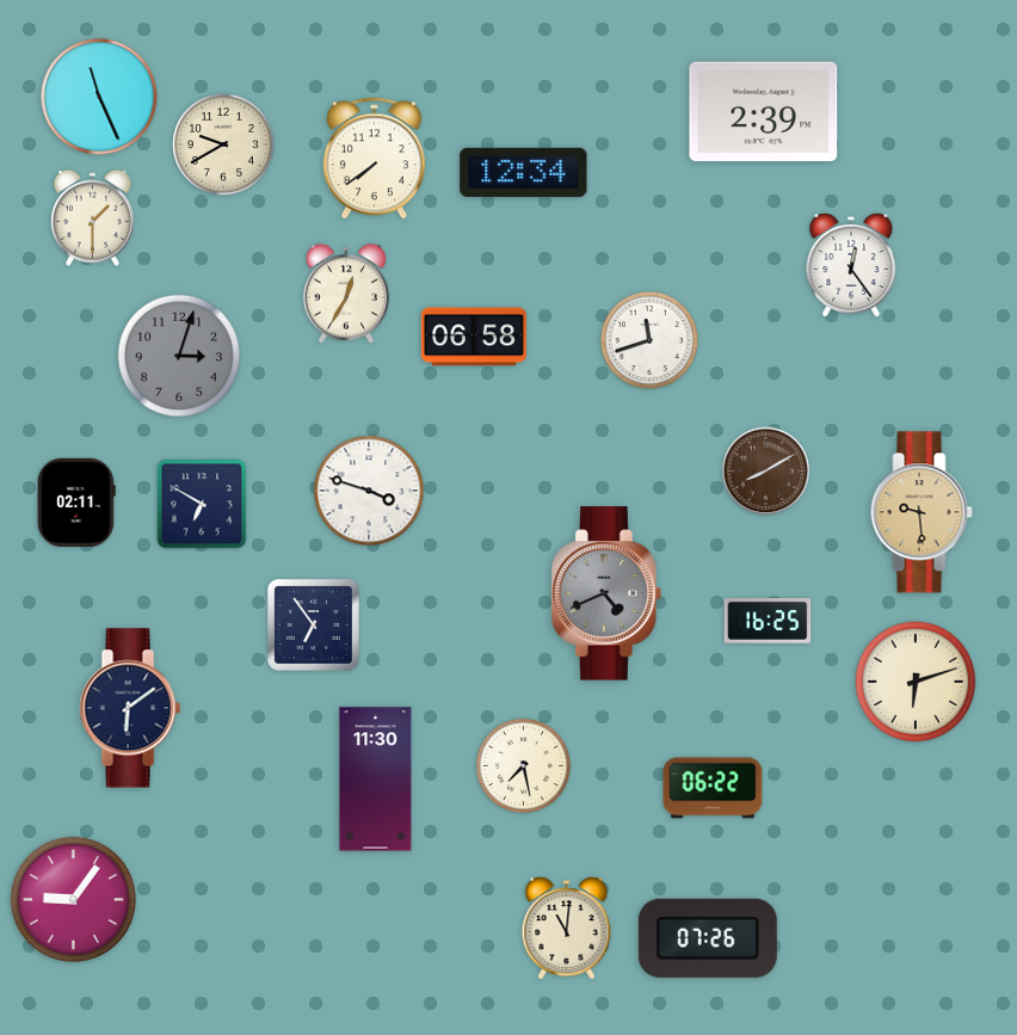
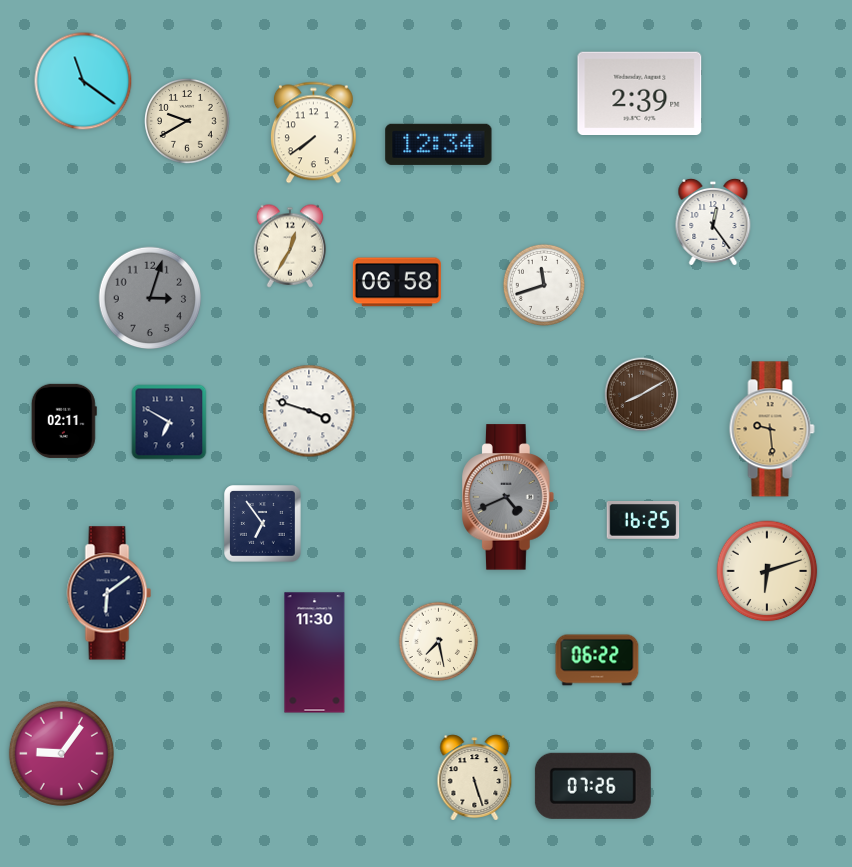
clock at (99, 97): 11:26 -> 11:21
clock at (92, 217): 1:30 -> none
clock at (567, 929): 11:01 -> 5:27
